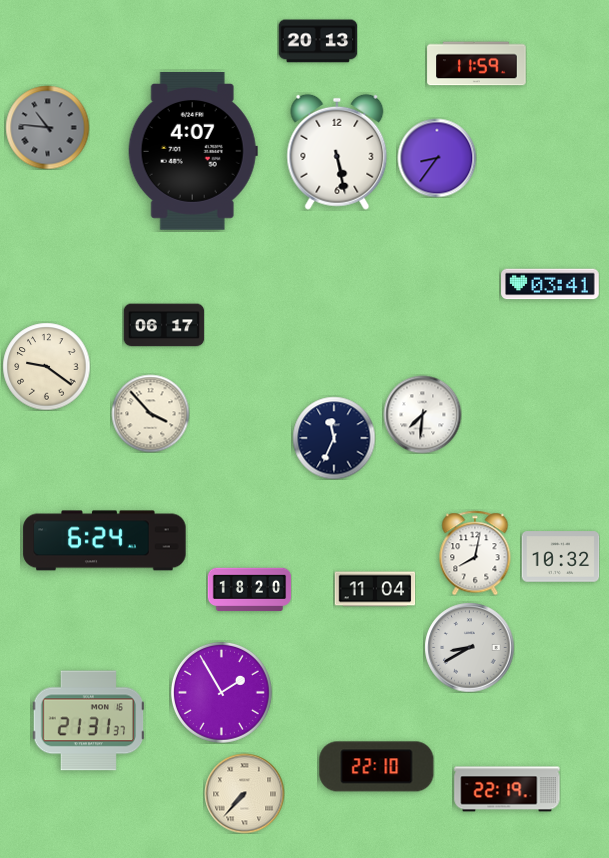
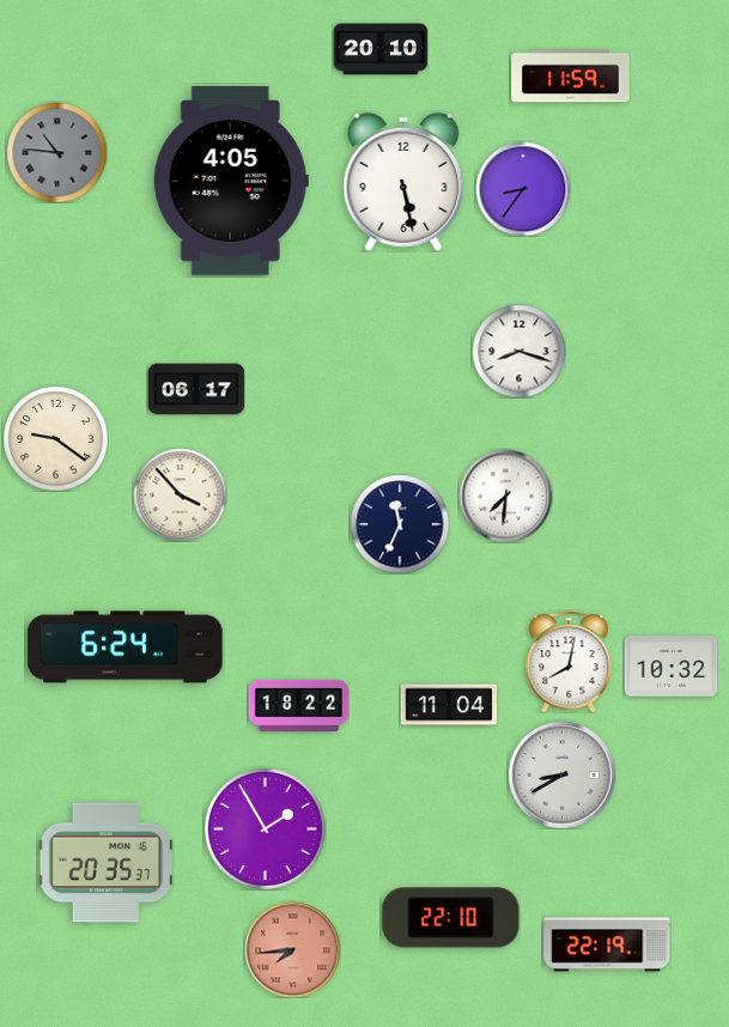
clock at (318, 41): 20:13 -> 20:10
clock at (193, 152): 4:07 -> 4:05
clock at (550, 284): 03:41 -> none
clock at (518, 351): none -> 8:18
clock at (249, 590): 18:20 -> 18:22
clock at (88, 721): 21:31 -> 20:35
clock at (244, 793): 7:37 -> 7:44
clock at (244, 793) dial: cream -> salmon
